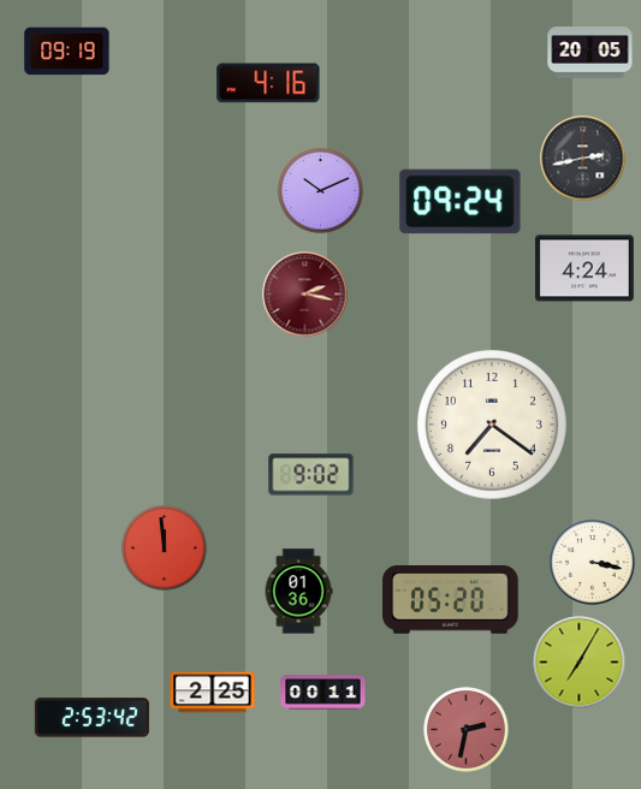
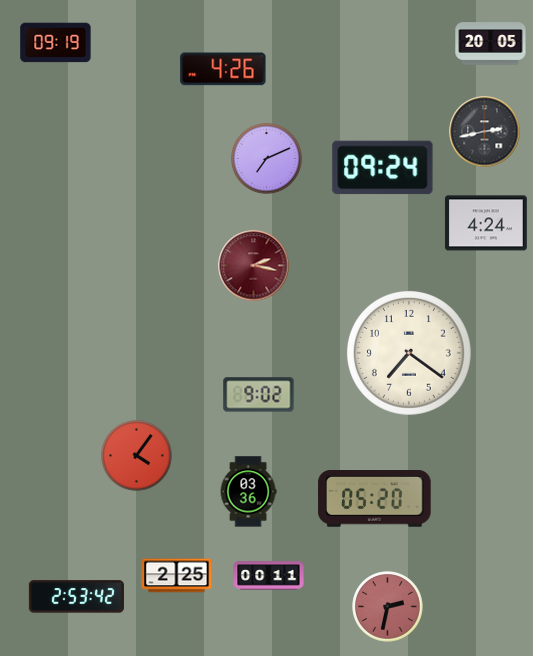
clock at (268, 83): 4:16 -> 4:26
clock at (321, 191): 10:11 -> 7:11
clock at (305, 295) position: (305, 295) -> (254, 266)
clock at (165, 548): 11:59 -> 4:06
clock at (593, 563): 3:17 -> none
clock at (298, 592): 01:36 -> 03:36
clock at (580, 663): 7:05 -> none
